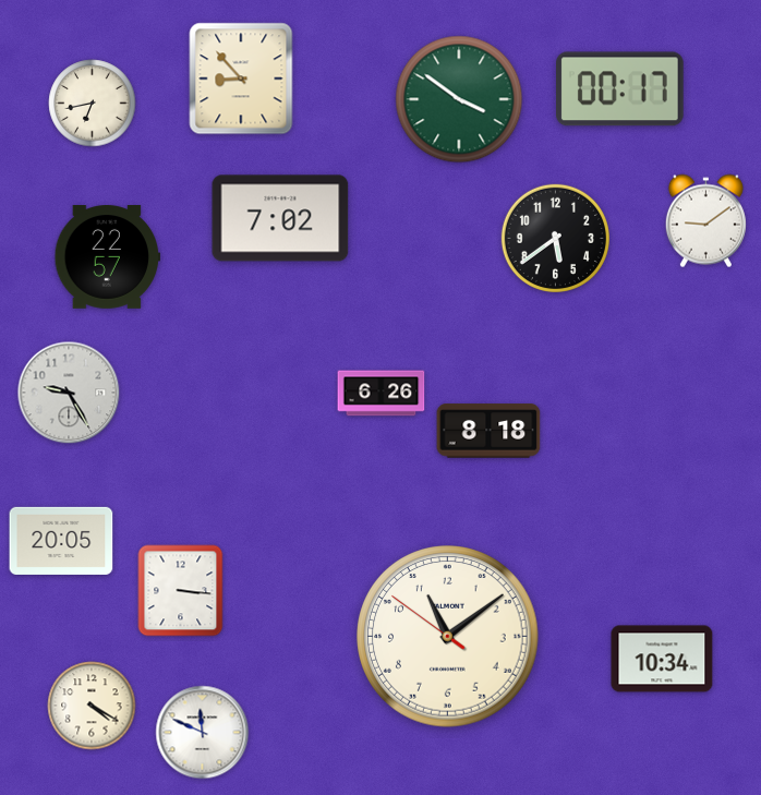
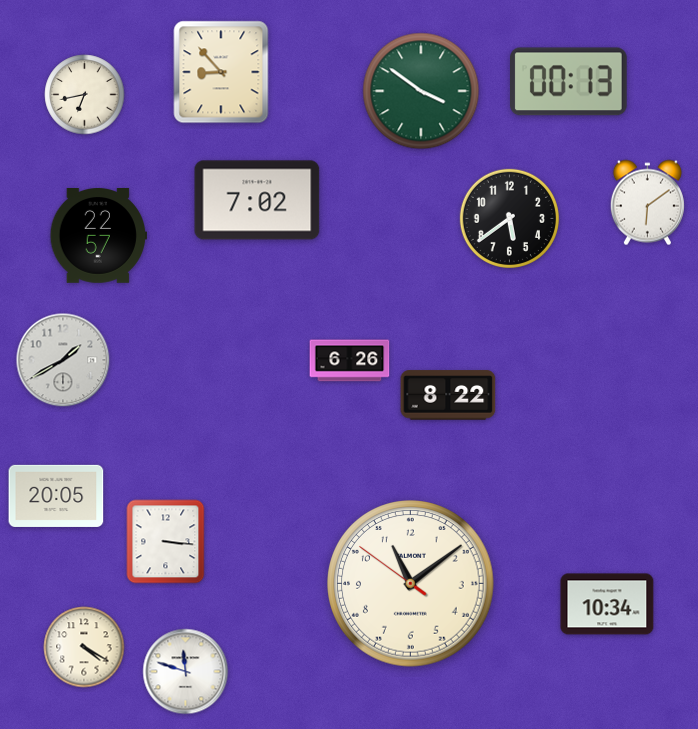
clock at (620, 89): 00:17 -> 00:13
clock at (705, 221): 9:09 -> 6:09
clock at (69, 393): 9:25 -> 1:40
clock at (488, 431): 8:18 -> 8:22
clock at (203, 733): 11:49 -> 11:48
